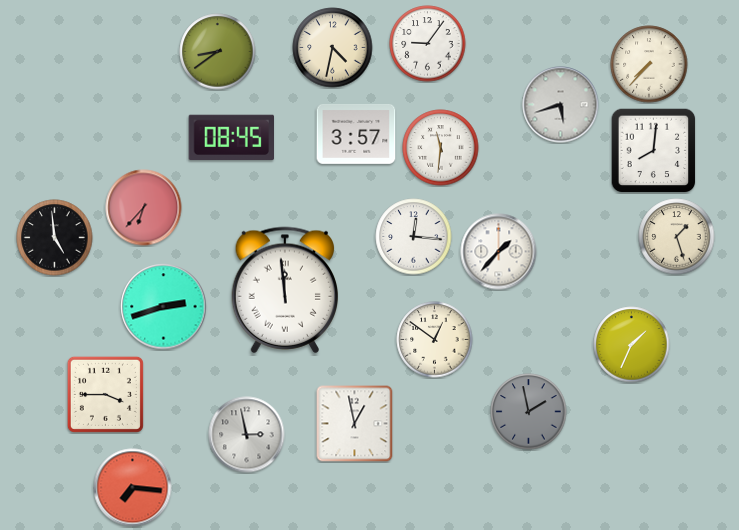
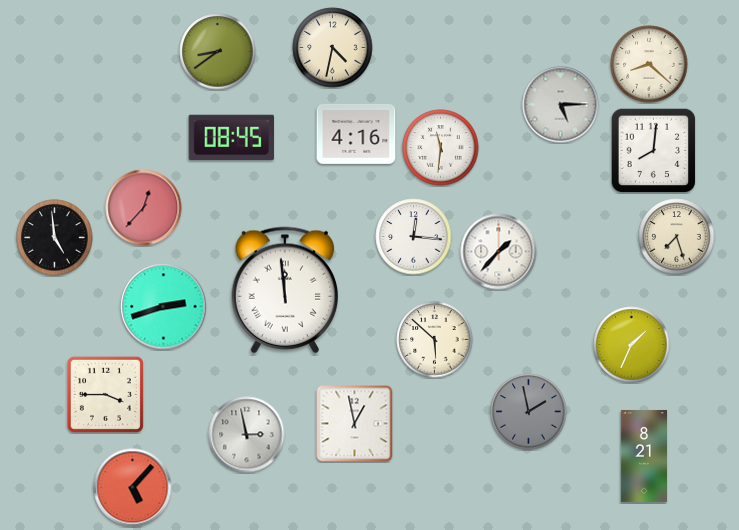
clock at (428, 44): 9:06 -> none
clock at (649, 64): 7:37 -> 8:22
clock at (561, 105): 5:42 -> 5:15
clock at (356, 134): 3:57 -> 4:16
clock at (144, 208): 6:37 -> 12:37
clock at (677, 237): 1:27 -> 7:27
clock at (435, 340): 12:51 -> 5:52
clock at (644, 456): none -> 8:21
clock at (133, 488): 7:16 -> 5:07
